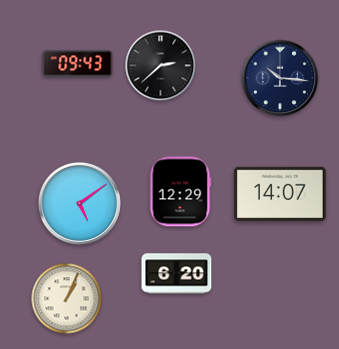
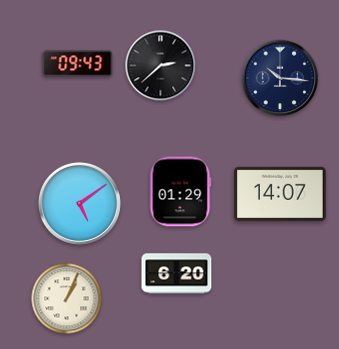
clock at (180, 192): 12:29 -> 01:29
